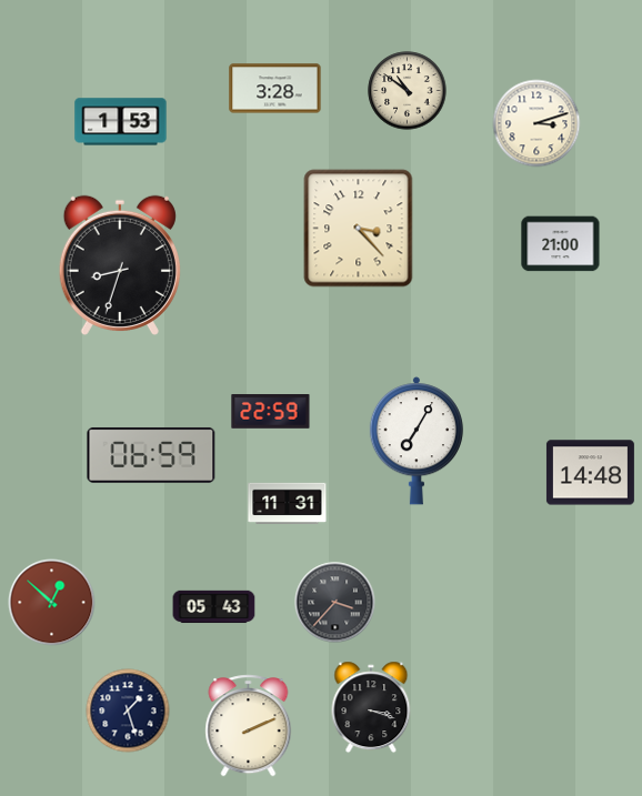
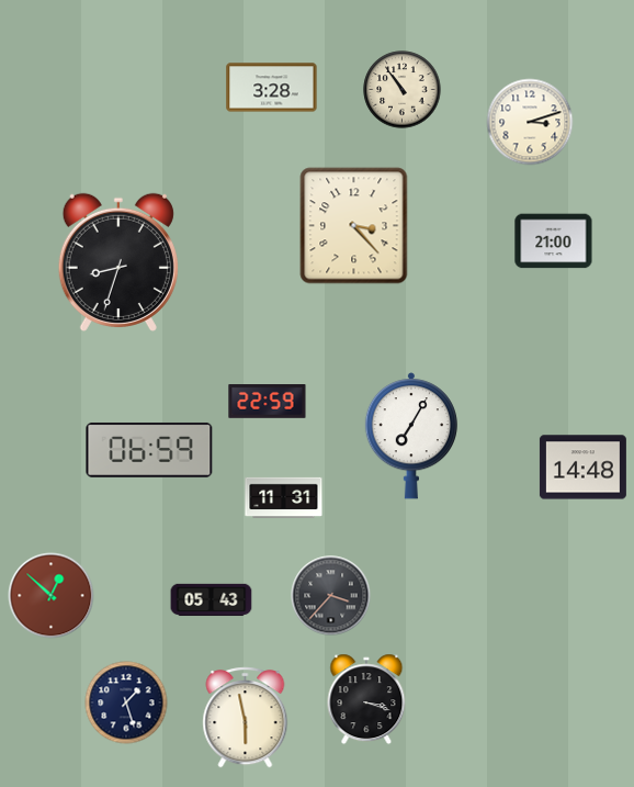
clock at (408, 91): 10:51 -> 10:54
clock at (121, 122): 1:53 -> none
clock at (271, 412) position: (271, 412) -> (268, 402)
clock at (249, 726): 2:11 -> 5:58
